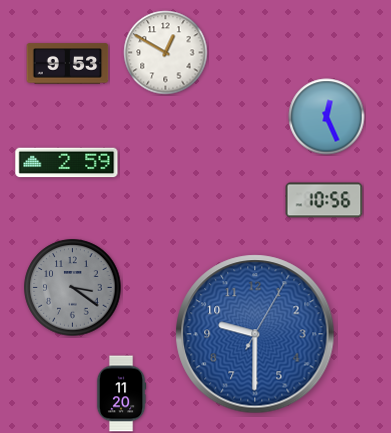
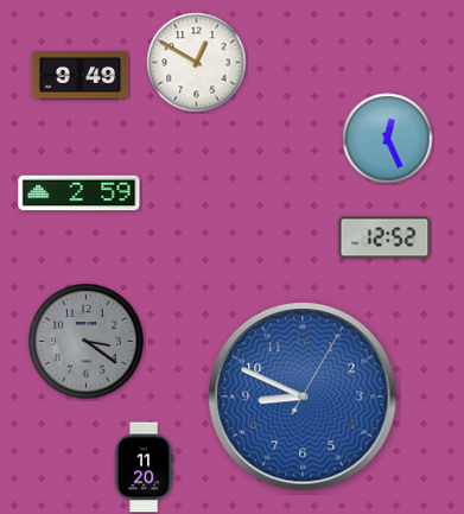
clock at (68, 64): 9:53 -> 9:49
clock at (324, 200): 10:56 -> 12:52
clock at (255, 334): 9:30 -> 8:49
